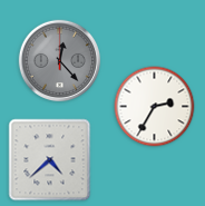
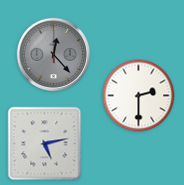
clock at (155, 107): 2:35 -> 2:30
clock at (50, 160): 4:38 -> 5:13
